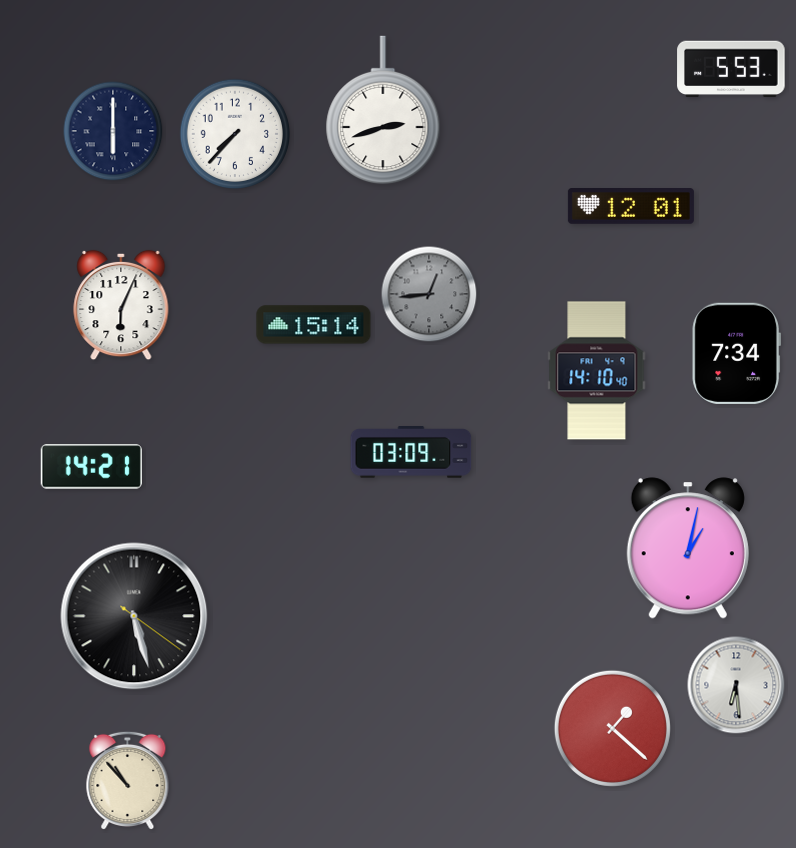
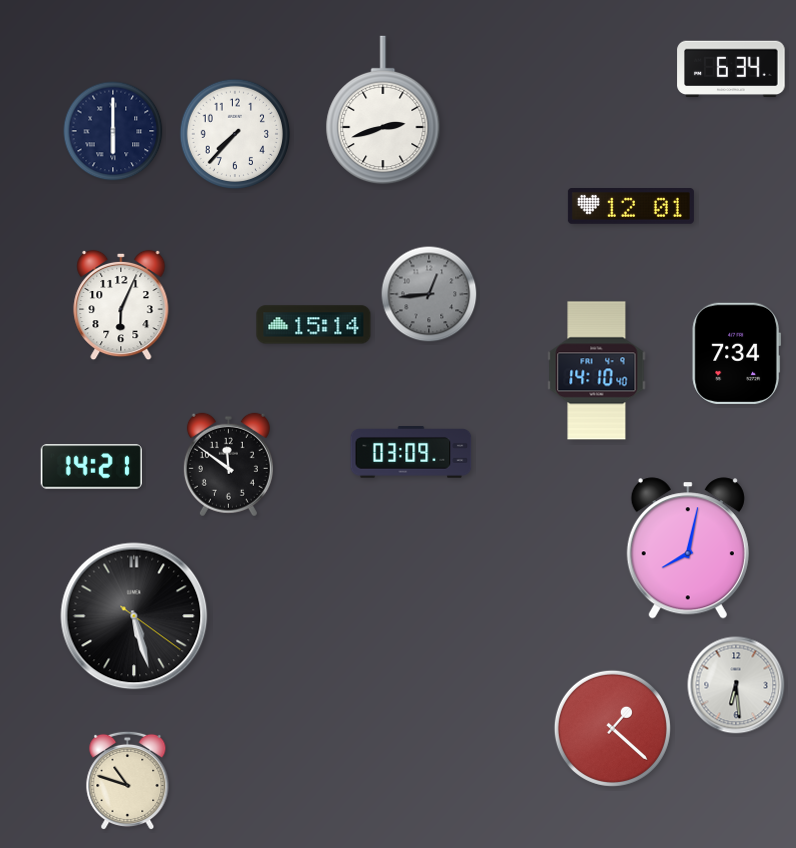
clock at (731, 69): 5:53 -> 6:34
clock at (228, 465): none -> 11:51
clock at (688, 548): 1:02 -> 8:02
clock at (128, 781): 10:53 -> 10:48
